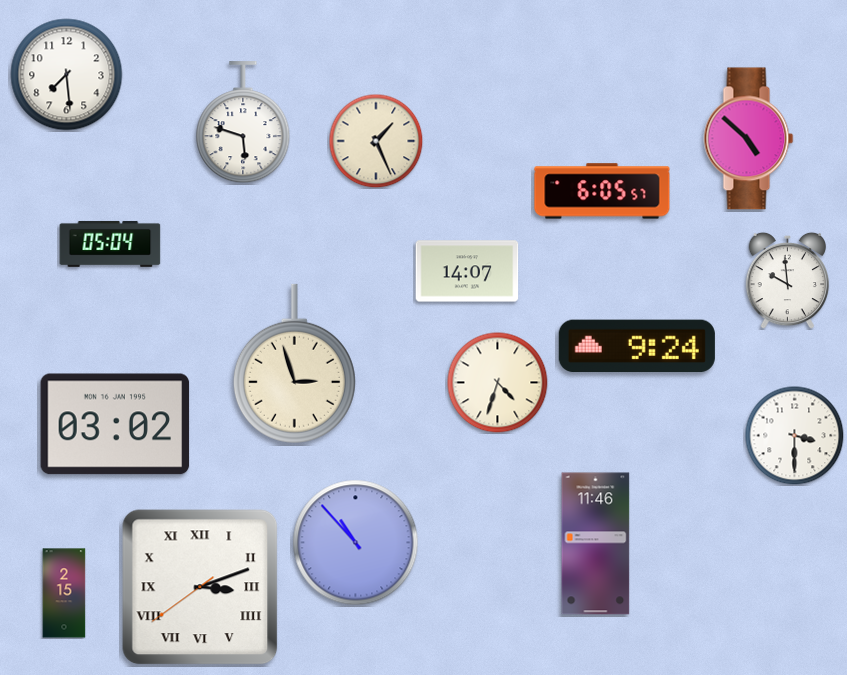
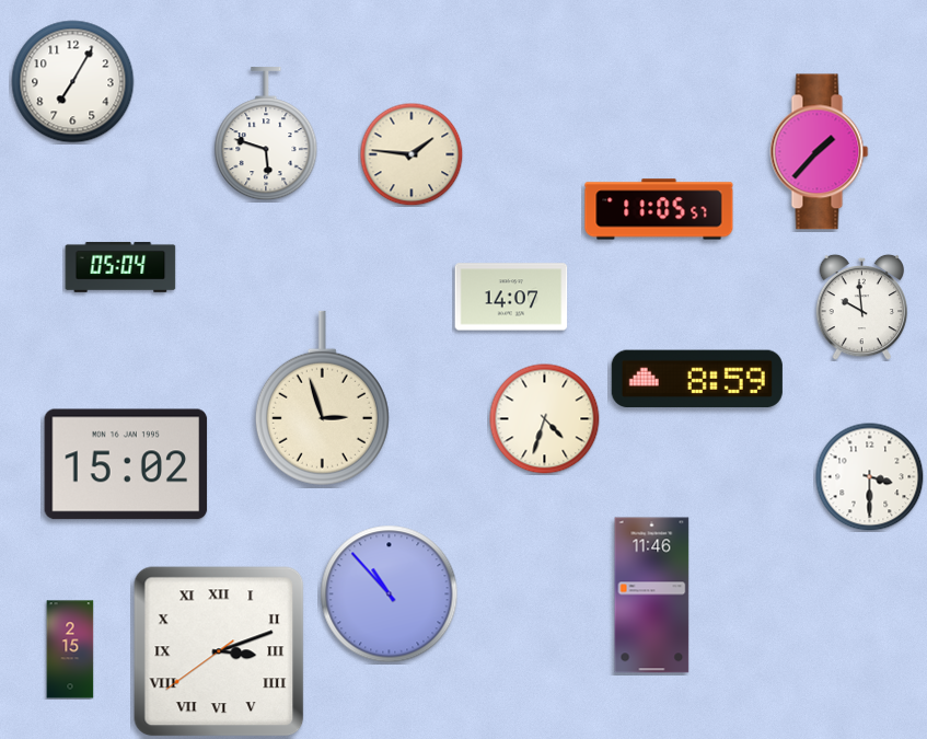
clock at (67, 75): 7:29 -> 7:05
clock at (749, 139): 4:52 -> 1:37
clock at (376, 141): 1:26 -> 1:46
clock at (602, 191): 6:05 -> 11:05
clock at (637, 346): 9:24 -> 8:59
clock at (115, 424): 03:02 -> 15:02
clock at (200, 587) position: (200, 587) -> (219, 651)
